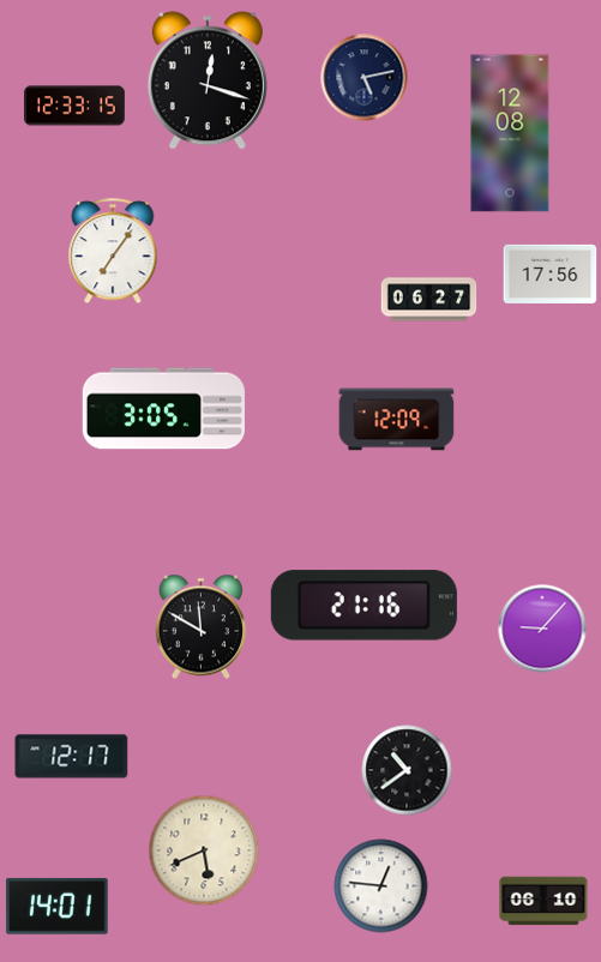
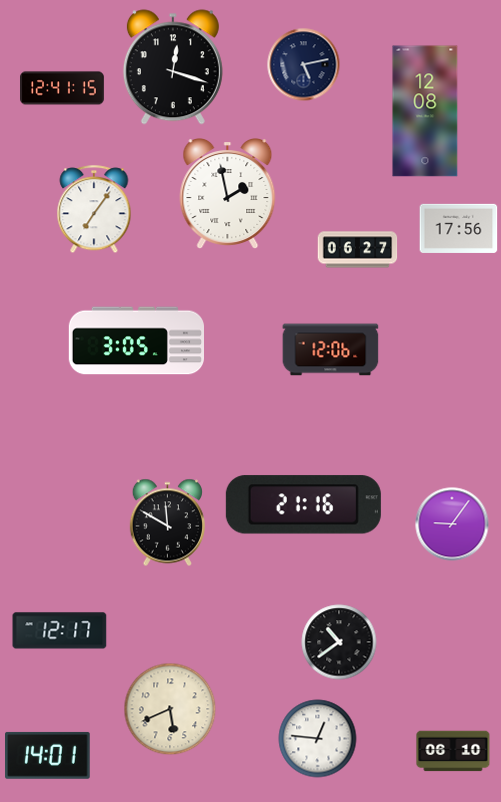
clock at (76, 106): 12:33 -> 12:41
clock at (228, 194): none -> 1:58
clock at (397, 420): 12:09 -> 12:06
clock at (542, 629): 9:07 -> 9:06
